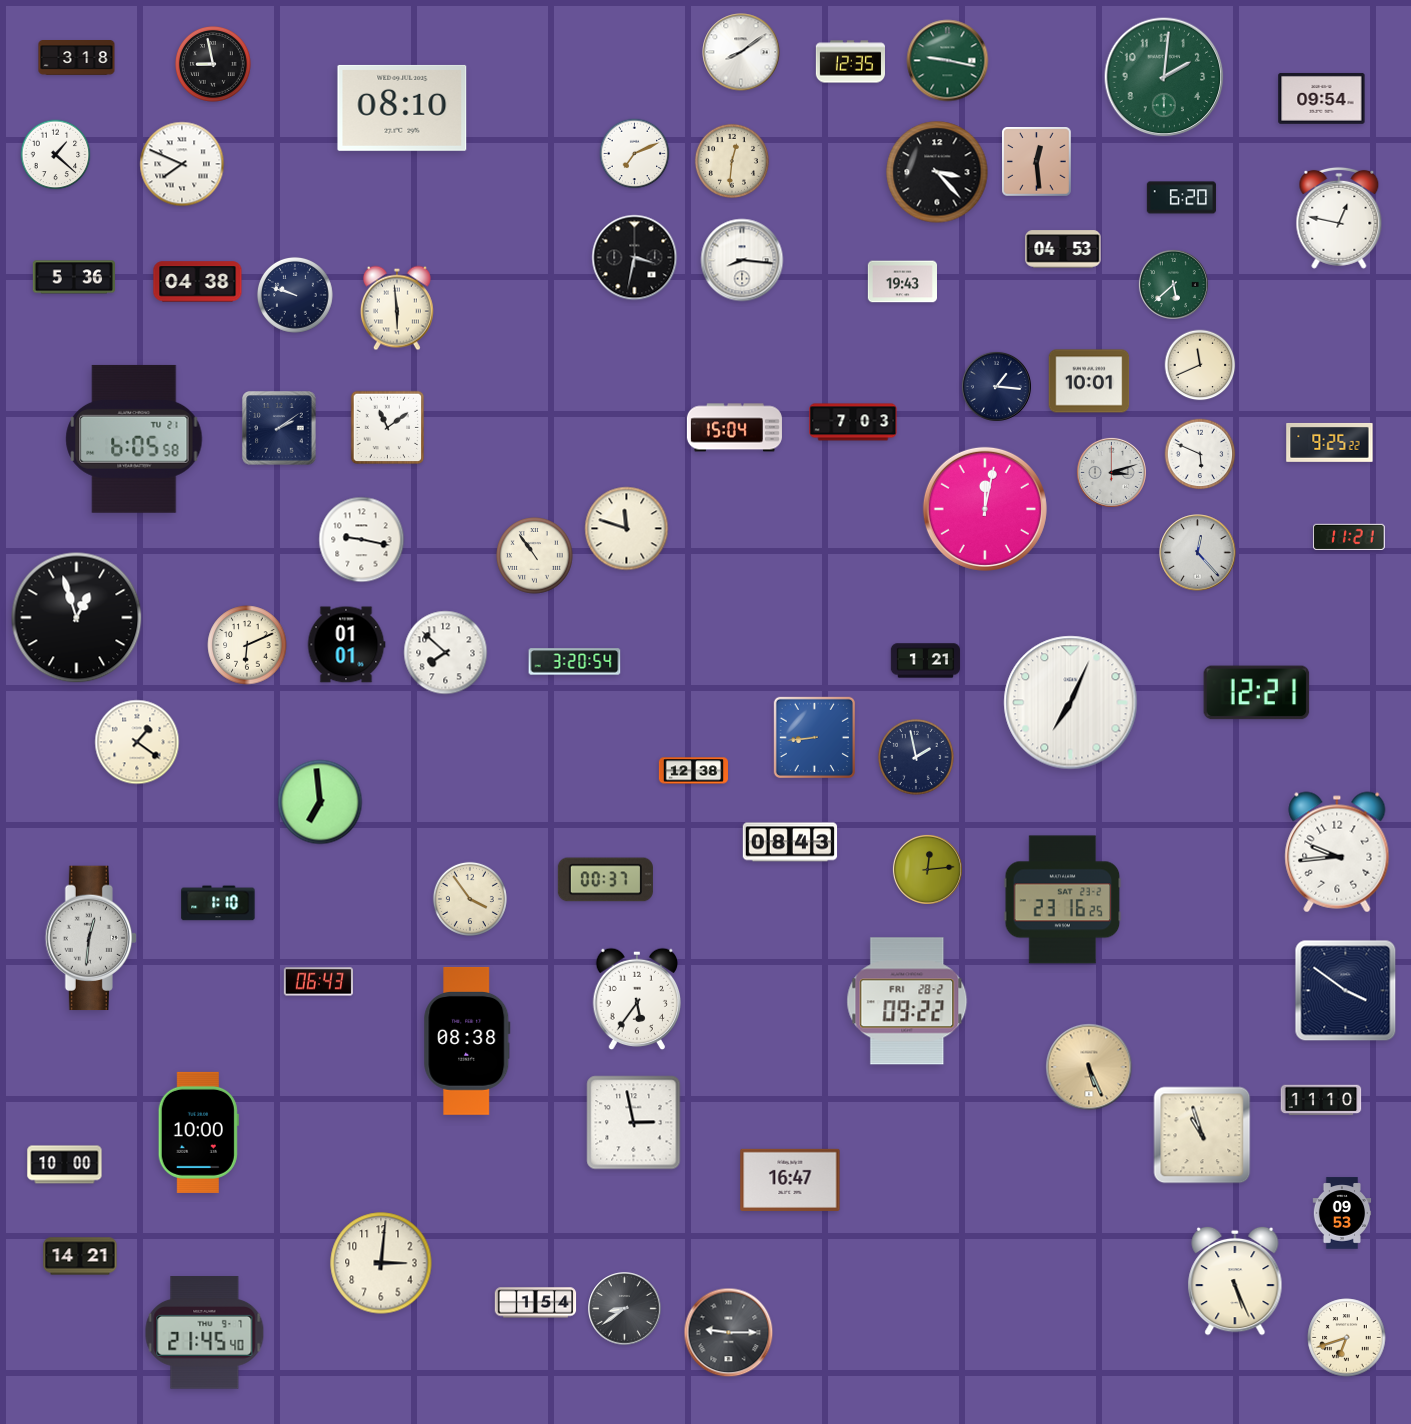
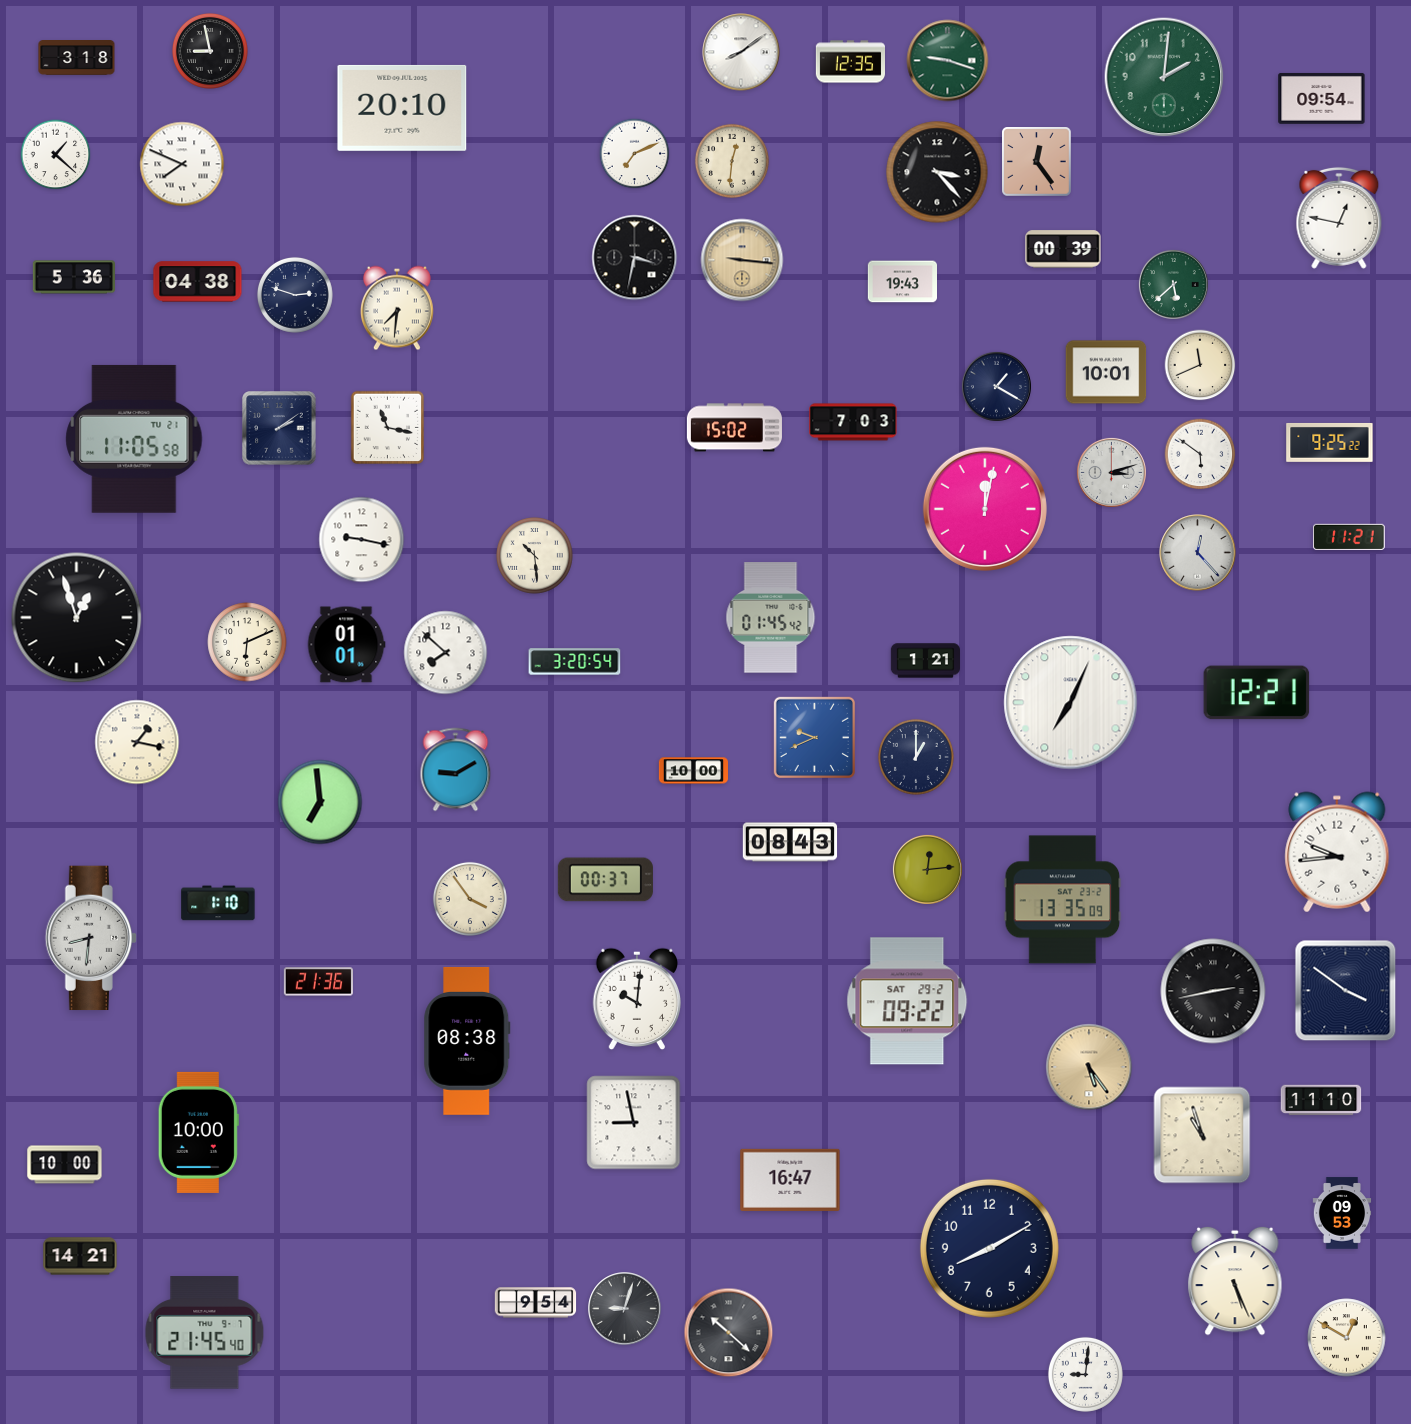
clock at (948, 61): 9:17 -> 9:18
clock at (213, 64) position: (213, 64) -> (210, 51)
clock at (402, 108): 08:10 -> 20:10
clock at (1037, 162): 12:29 -> 12:24
clock at (1181, 198): 6:20 -> none
clock at (1063, 249): 04:53 -> 00:39
clock at (742, 260): 8:16 -> 9:16
clock at (742, 260) dial: white -> champagne
clock at (295, 295): 9:48 -> 2:48
clock at (397, 308): 5:59 -> 7:31
clock at (1089, 381) position: (1089, 381) -> (1106, 372)
clock at (996, 386): 1:16 -> 1:20
clock at (388, 428): 11:09 -> 11:17
clock at (734, 428): 15:04 -> 15:02
clock at (134, 439): 6:05 -> 11:05
clock at (1200, 454): 5:49 -> 5:51
clock at (627, 529): 11:48 -> none
clock at (535, 556): 10:54 -> 10:29
clock at (771, 618): none -> 01:45
clock at (247, 645) position: (247, 645) -> (247, 642)
clock at (814, 737): 8:44 -> 9:41
clock at (137, 742): 1:21 -> 1:17
clock at (916, 757): 1:58 -> 1:00
clock at (456, 770): none -> 9:10
clock at (694, 771): 12:38 -> 10:00
clock at (1063, 900): 23:16 -> 13:35
clock at (90, 938): 12:31 -> 8:31
clock at (318, 982): 06:43 -> 21:36
clock at (1213, 991): none -> 2:43
clock at (637, 999): 5:36 -> 10:01
clock at (907, 1001) date: FRI 28-2 -> SAT 29-2
clock at (1089, 1067): 5:26 -> 5:24
clock at (634, 1123): 2:58 -> 8:58
clock at (989, 1248): none -> 8:10
clock at (381, 1263): 3:01 -> none
clock at (536, 1303): 1:54 -> 9:54
clock at (625, 1309): 8:39 -> 9:03
clock at (729, 1333): 9:15 -> 10:22
clock at (1347, 1338): 6:42 -> 12:50
clock at (1085, 1374): none -> 9:01
